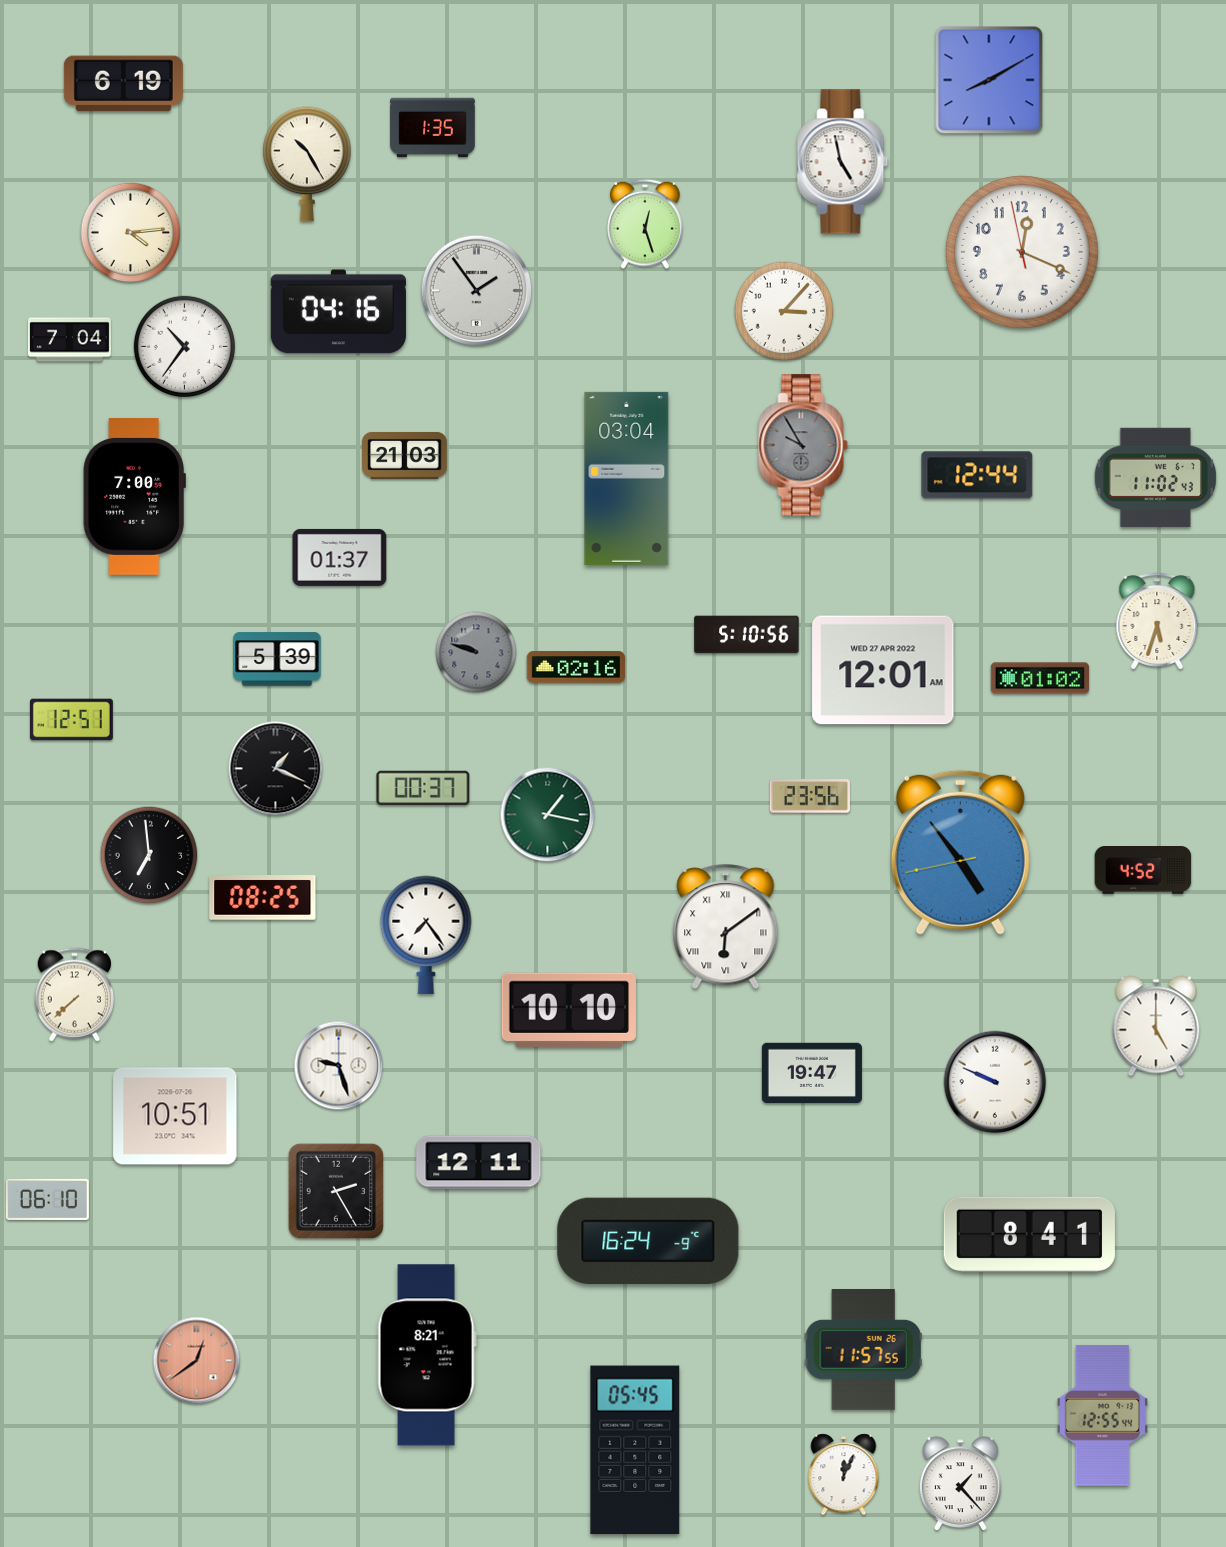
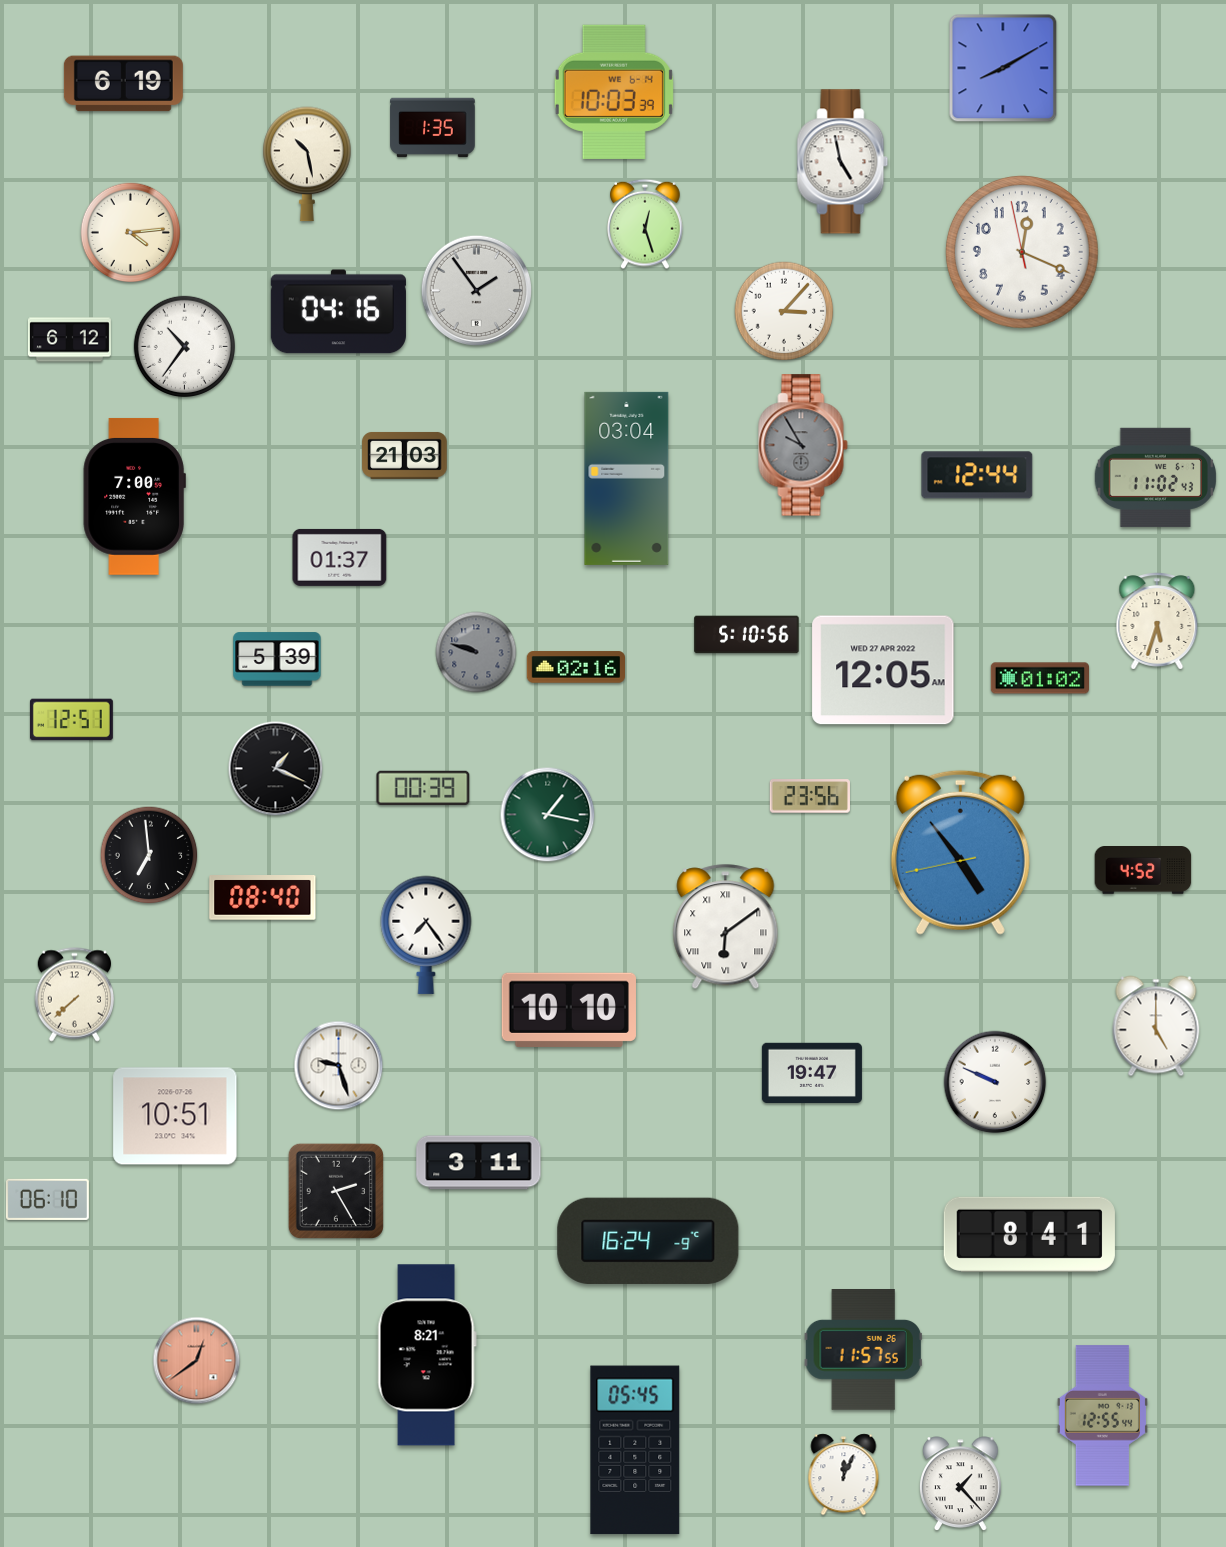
clock at (989, 80) position: (989, 80) -> (1003, 68)
clock at (614, 92): none -> 10:03
clock at (307, 164): 10:25 -> 10:28
clock at (69, 340): 7:04 -> 6:12
clock at (883, 670): 12:01 -> 12:05
clock at (423, 787): 00:37 -> 00:39
clock at (263, 898): 08:25 -> 08:40
clock at (479, 1163): 12:11 -> 3:11
